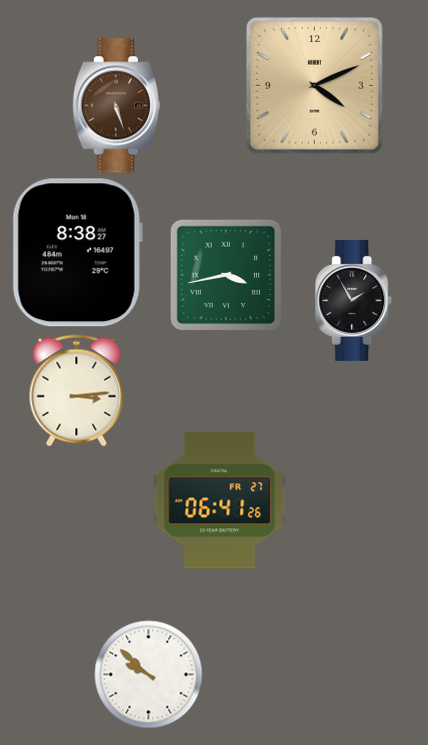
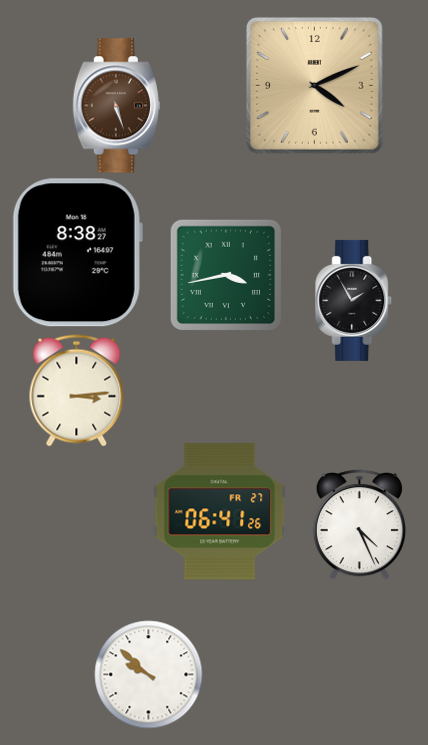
clock at (220, 501) position: (220, 501) -> (220, 512)
clock at (359, 525): none -> 4:26
